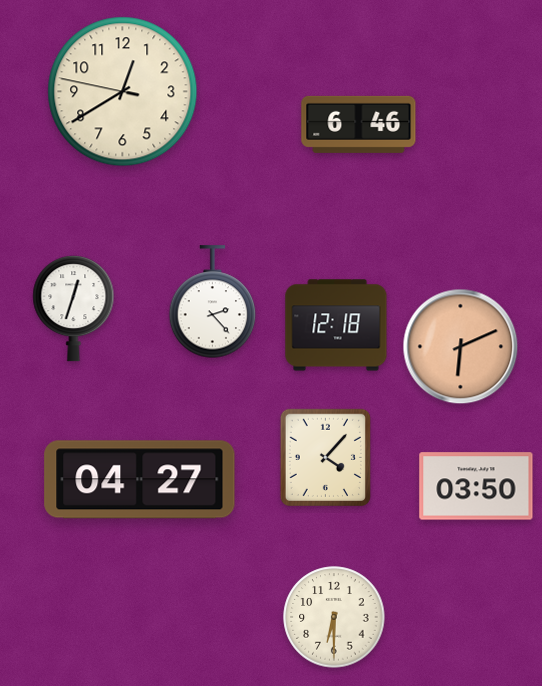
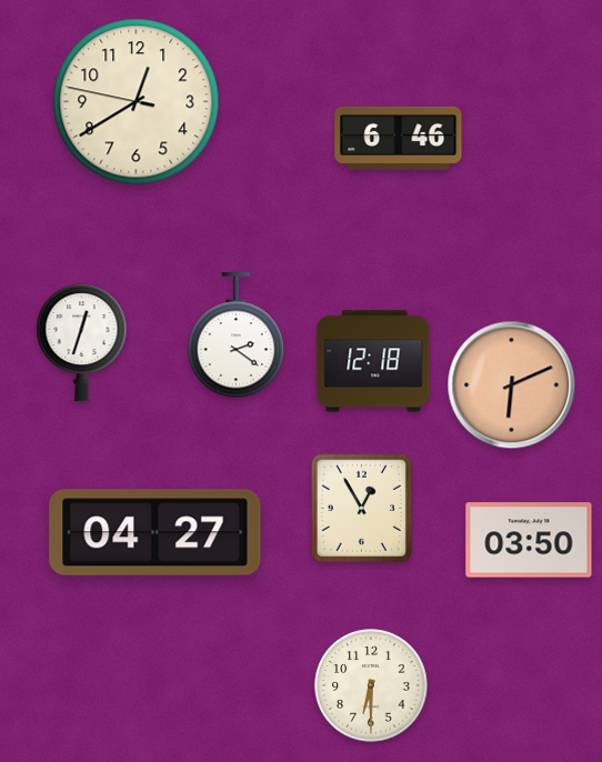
clock at (213, 302): 2:23 -> 2:21
clock at (325, 457): 4:07 -> 12:55
